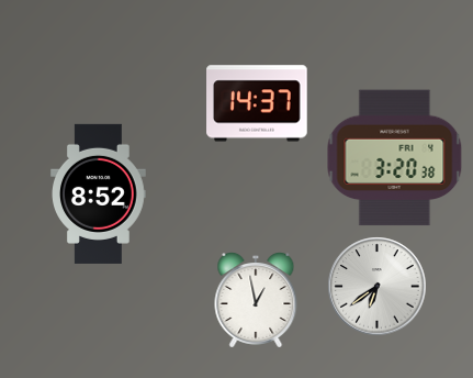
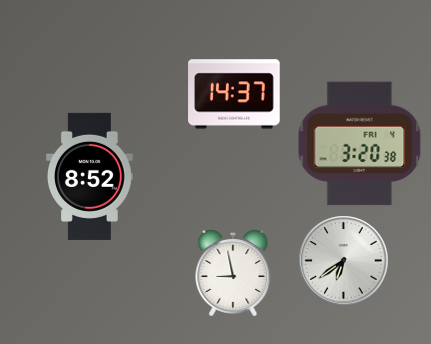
clock at (256, 301): 12:58 -> 8:58
